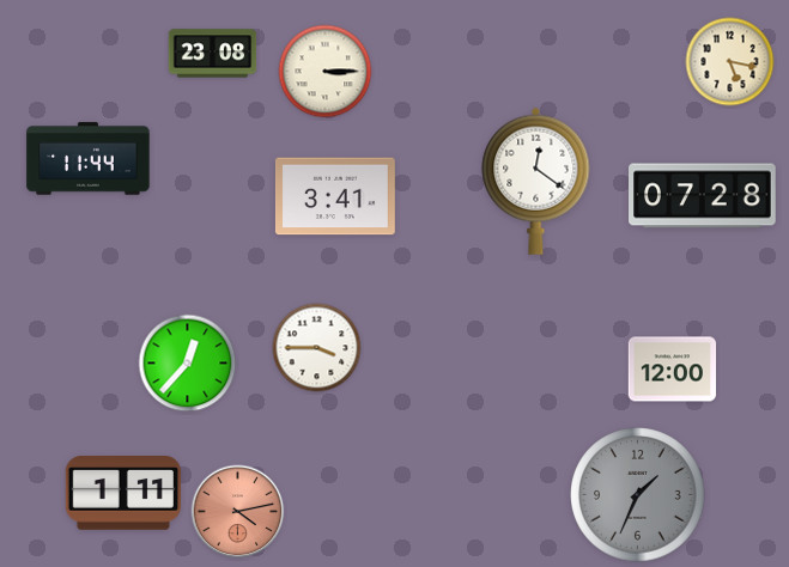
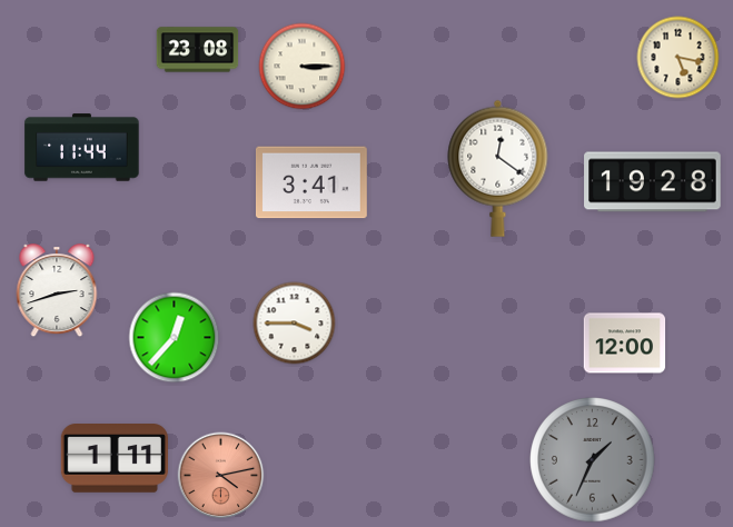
clock at (703, 196): 07:28 -> 19:28
clock at (57, 291): none -> 2:42
